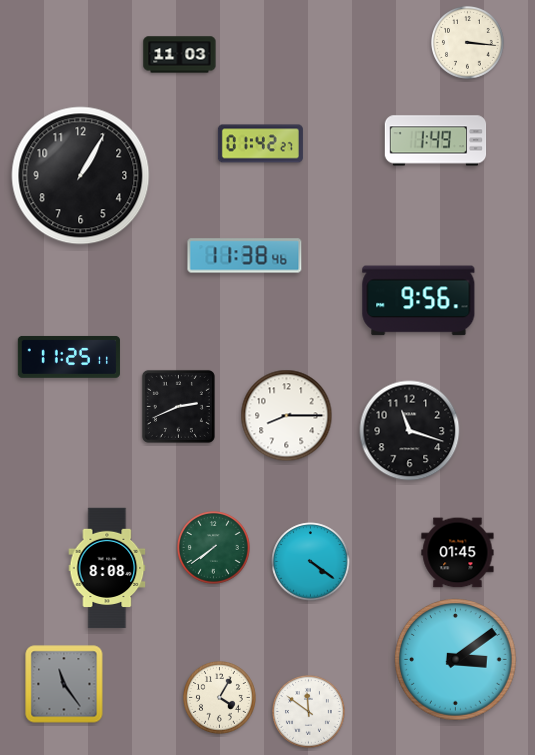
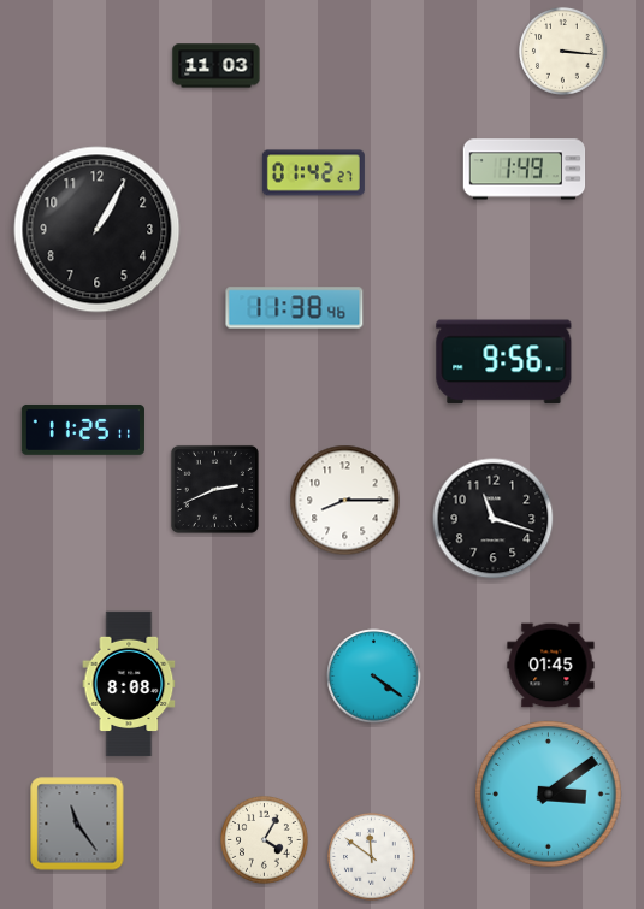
clock at (81, 176) position: (81, 176) -> (98, 230)
clock at (214, 548): 7:39 -> none
